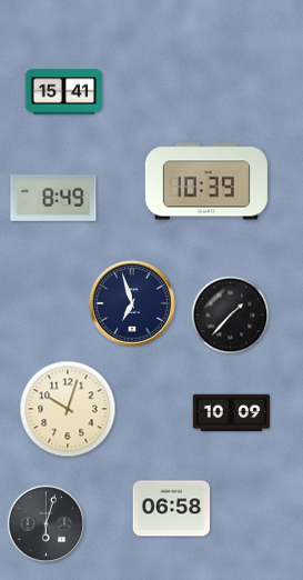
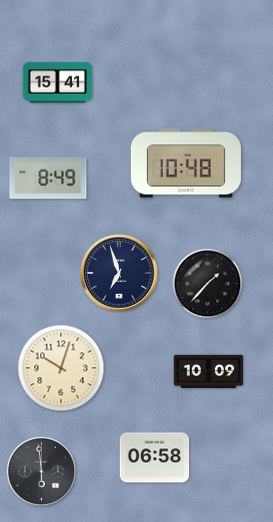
clock at (206, 181): 10:39 -> 10:48
clock at (46, 523): 6:03 -> 5:59
